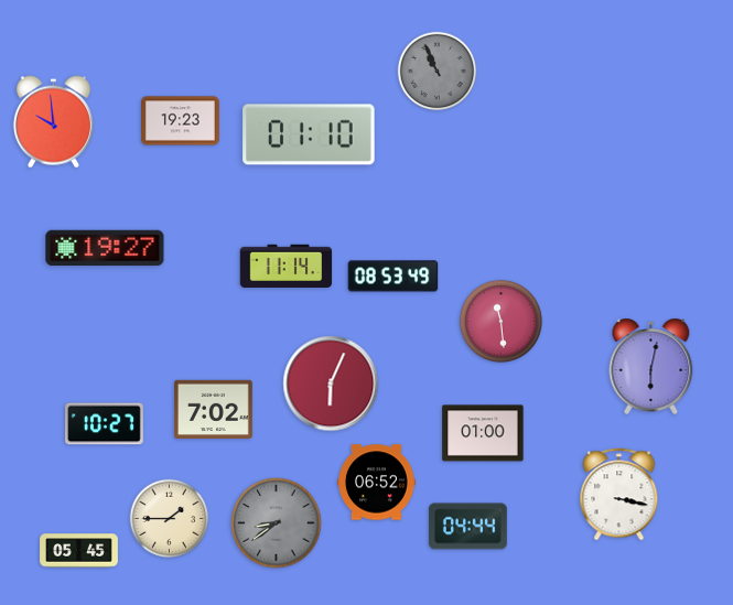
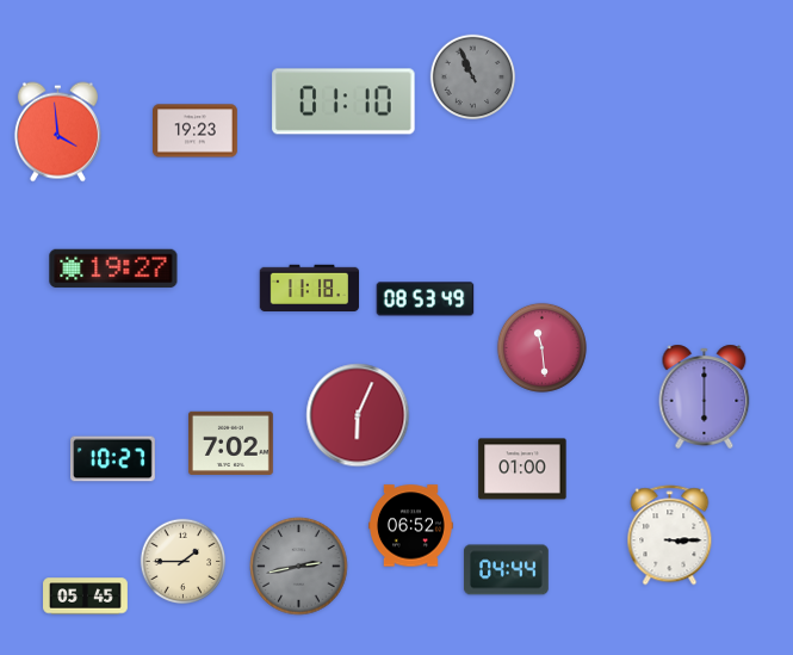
clock at (53, 122): 9:59 -> 3:59
clock at (309, 134) position: (309, 134) -> (343, 101)
clock at (287, 267): 11:14 -> 11:18
clock at (651, 366): 6:02 -> 6:00
clock at (377, 483) position: (377, 483) -> (411, 526)
clock at (619, 495): 3:17 -> 3:15
clock at (277, 523): 8:39 -> 2:43
